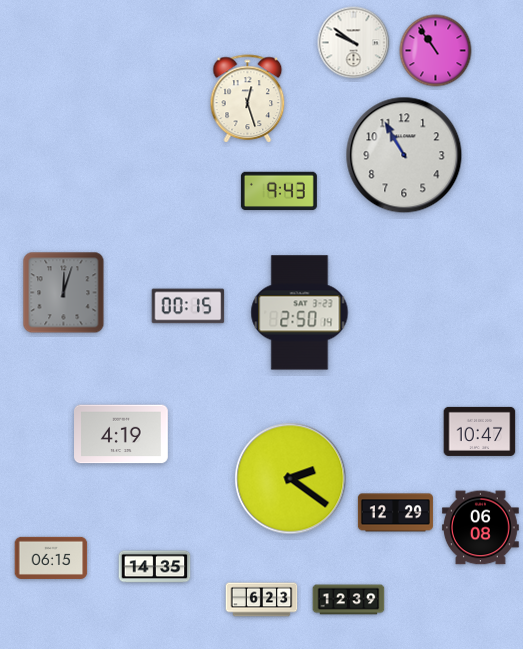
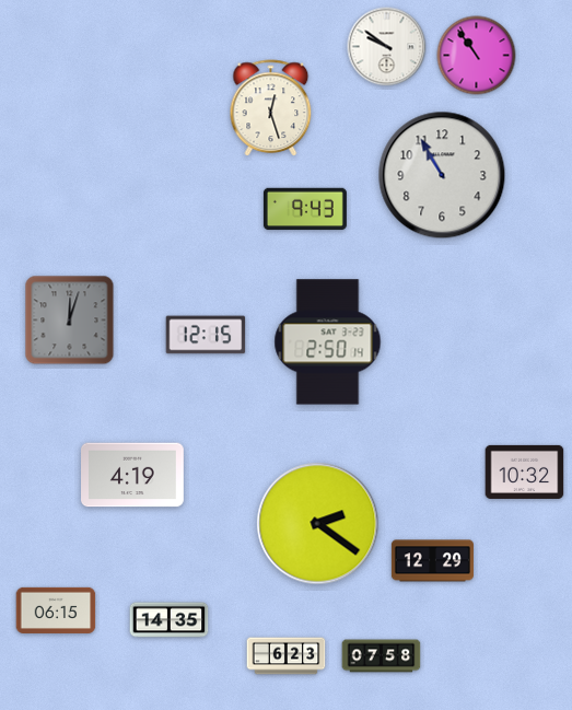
clock at (404, 155) position: (404, 155) -> (442, 175)
clock at (188, 306): 00:15 -> 12:15
clock at (480, 431): 10:47 -> 10:32
clock at (480, 528): 06:08 -> none
clock at (349, 600): 12:39 -> 07:58
